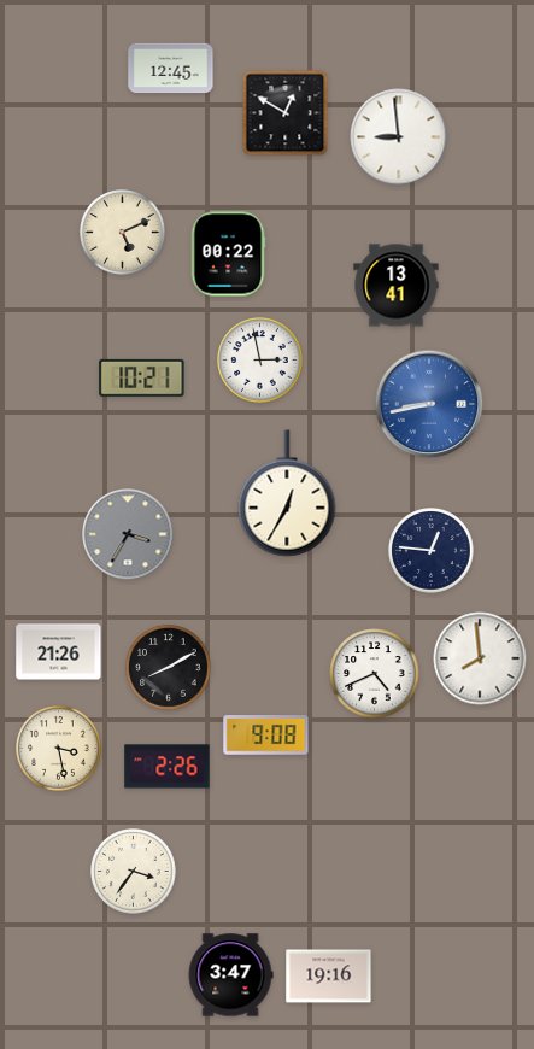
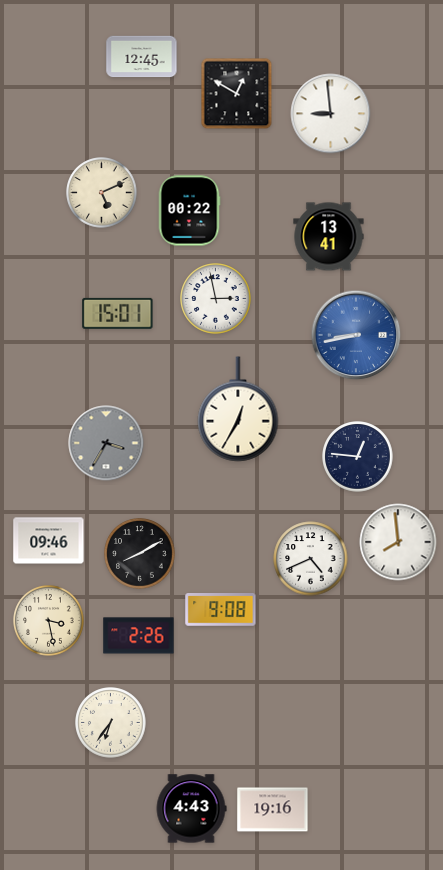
clock at (142, 377): 10:21 -> 15:01
clock at (59, 652): 21:26 -> 09:46
clock at (480, 658) position: (480, 658) -> (398, 542)
clock at (134, 872): 3:36 -> 6:36
clock at (230, 975): 3:47 -> 4:43
